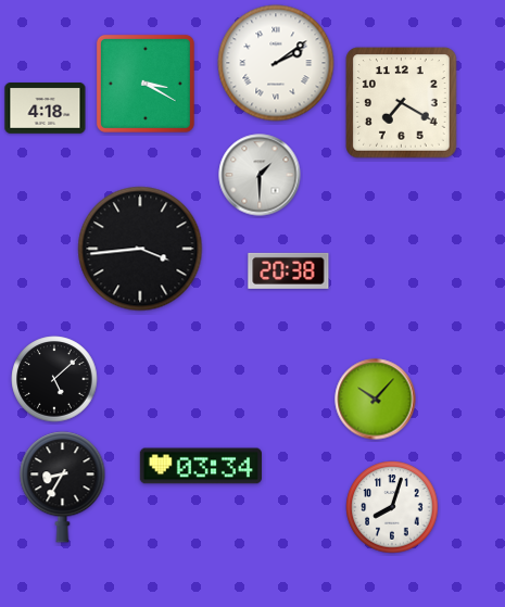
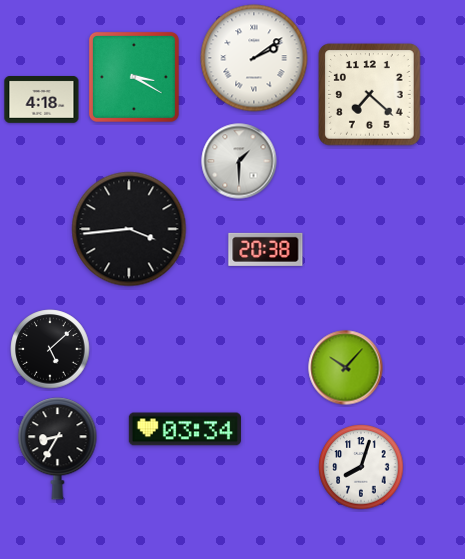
clock at (402, 103): 7:20 -> 7:22
